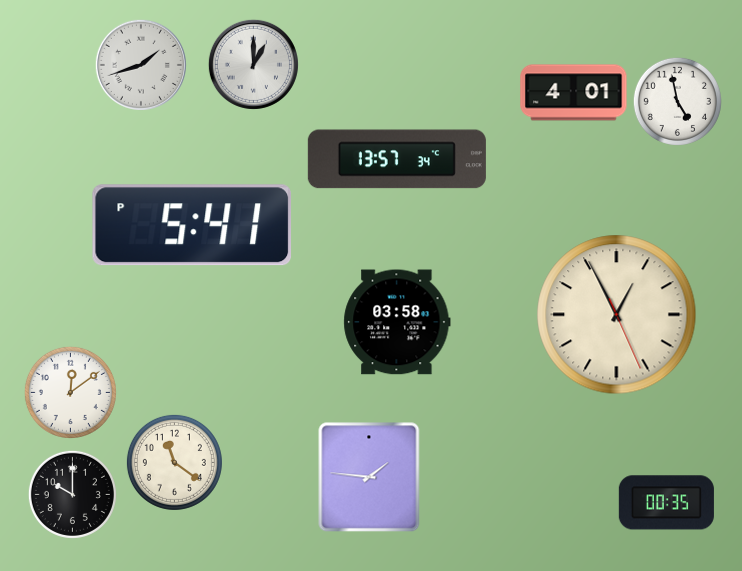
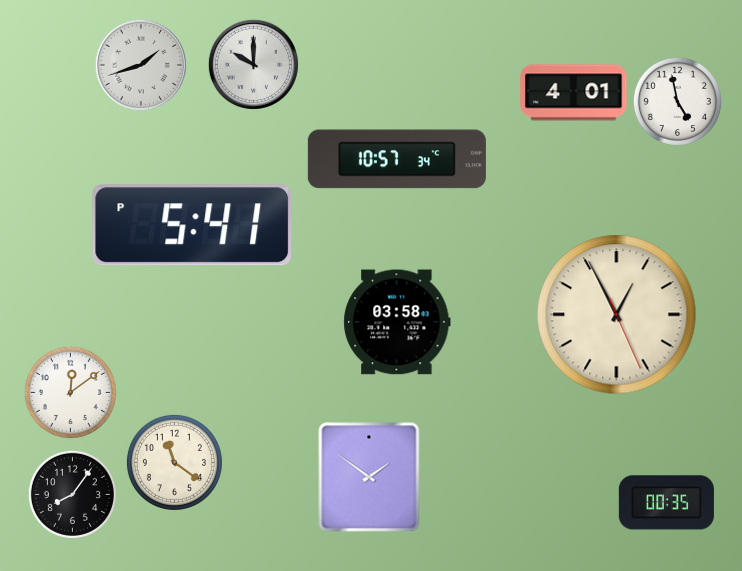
clock at (253, 64): 1:00 -> 10:00
clock at (397, 159): 13:57 -> 10:57
clock at (369, 477): 1:46 -> 1:51
clock at (72, 494): 10:00 -> 8:06
